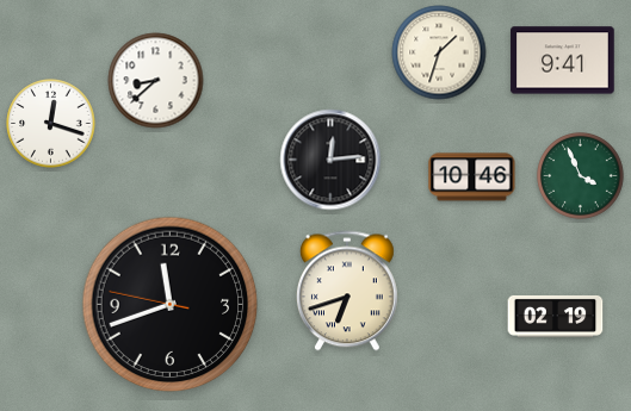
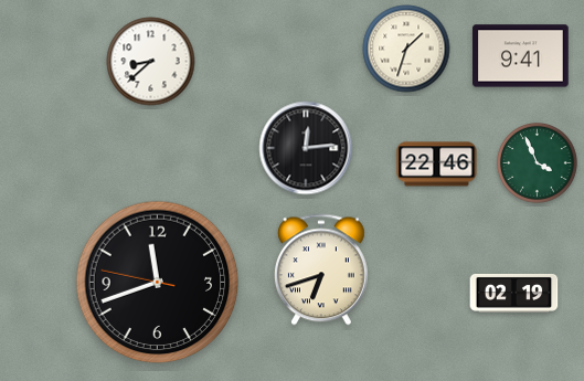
clock at (156, 81) position: (156, 81) -> (151, 62)
clock at (51, 124): 12:18 -> none
clock at (472, 178): 10:46 -> 22:46
